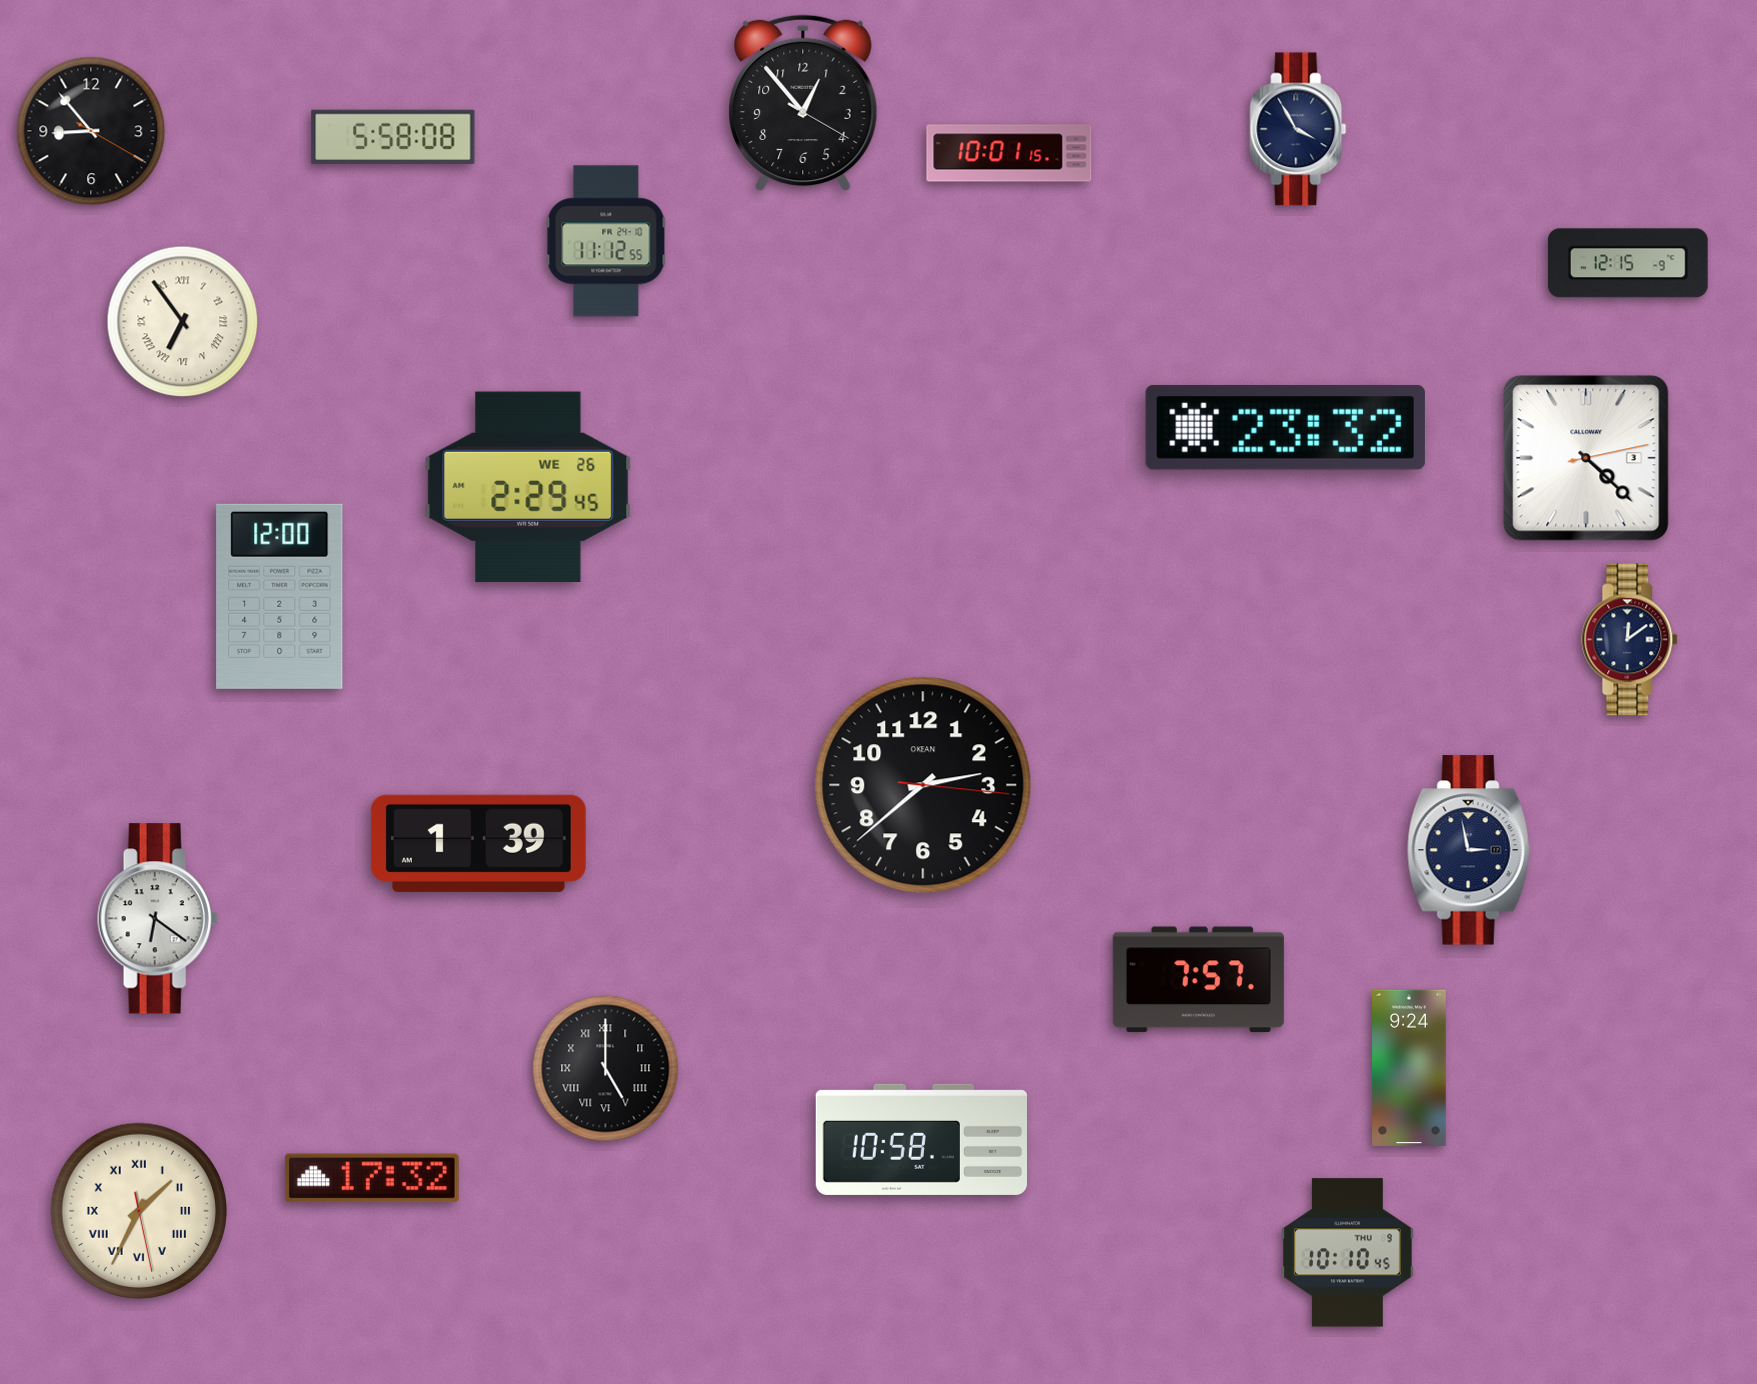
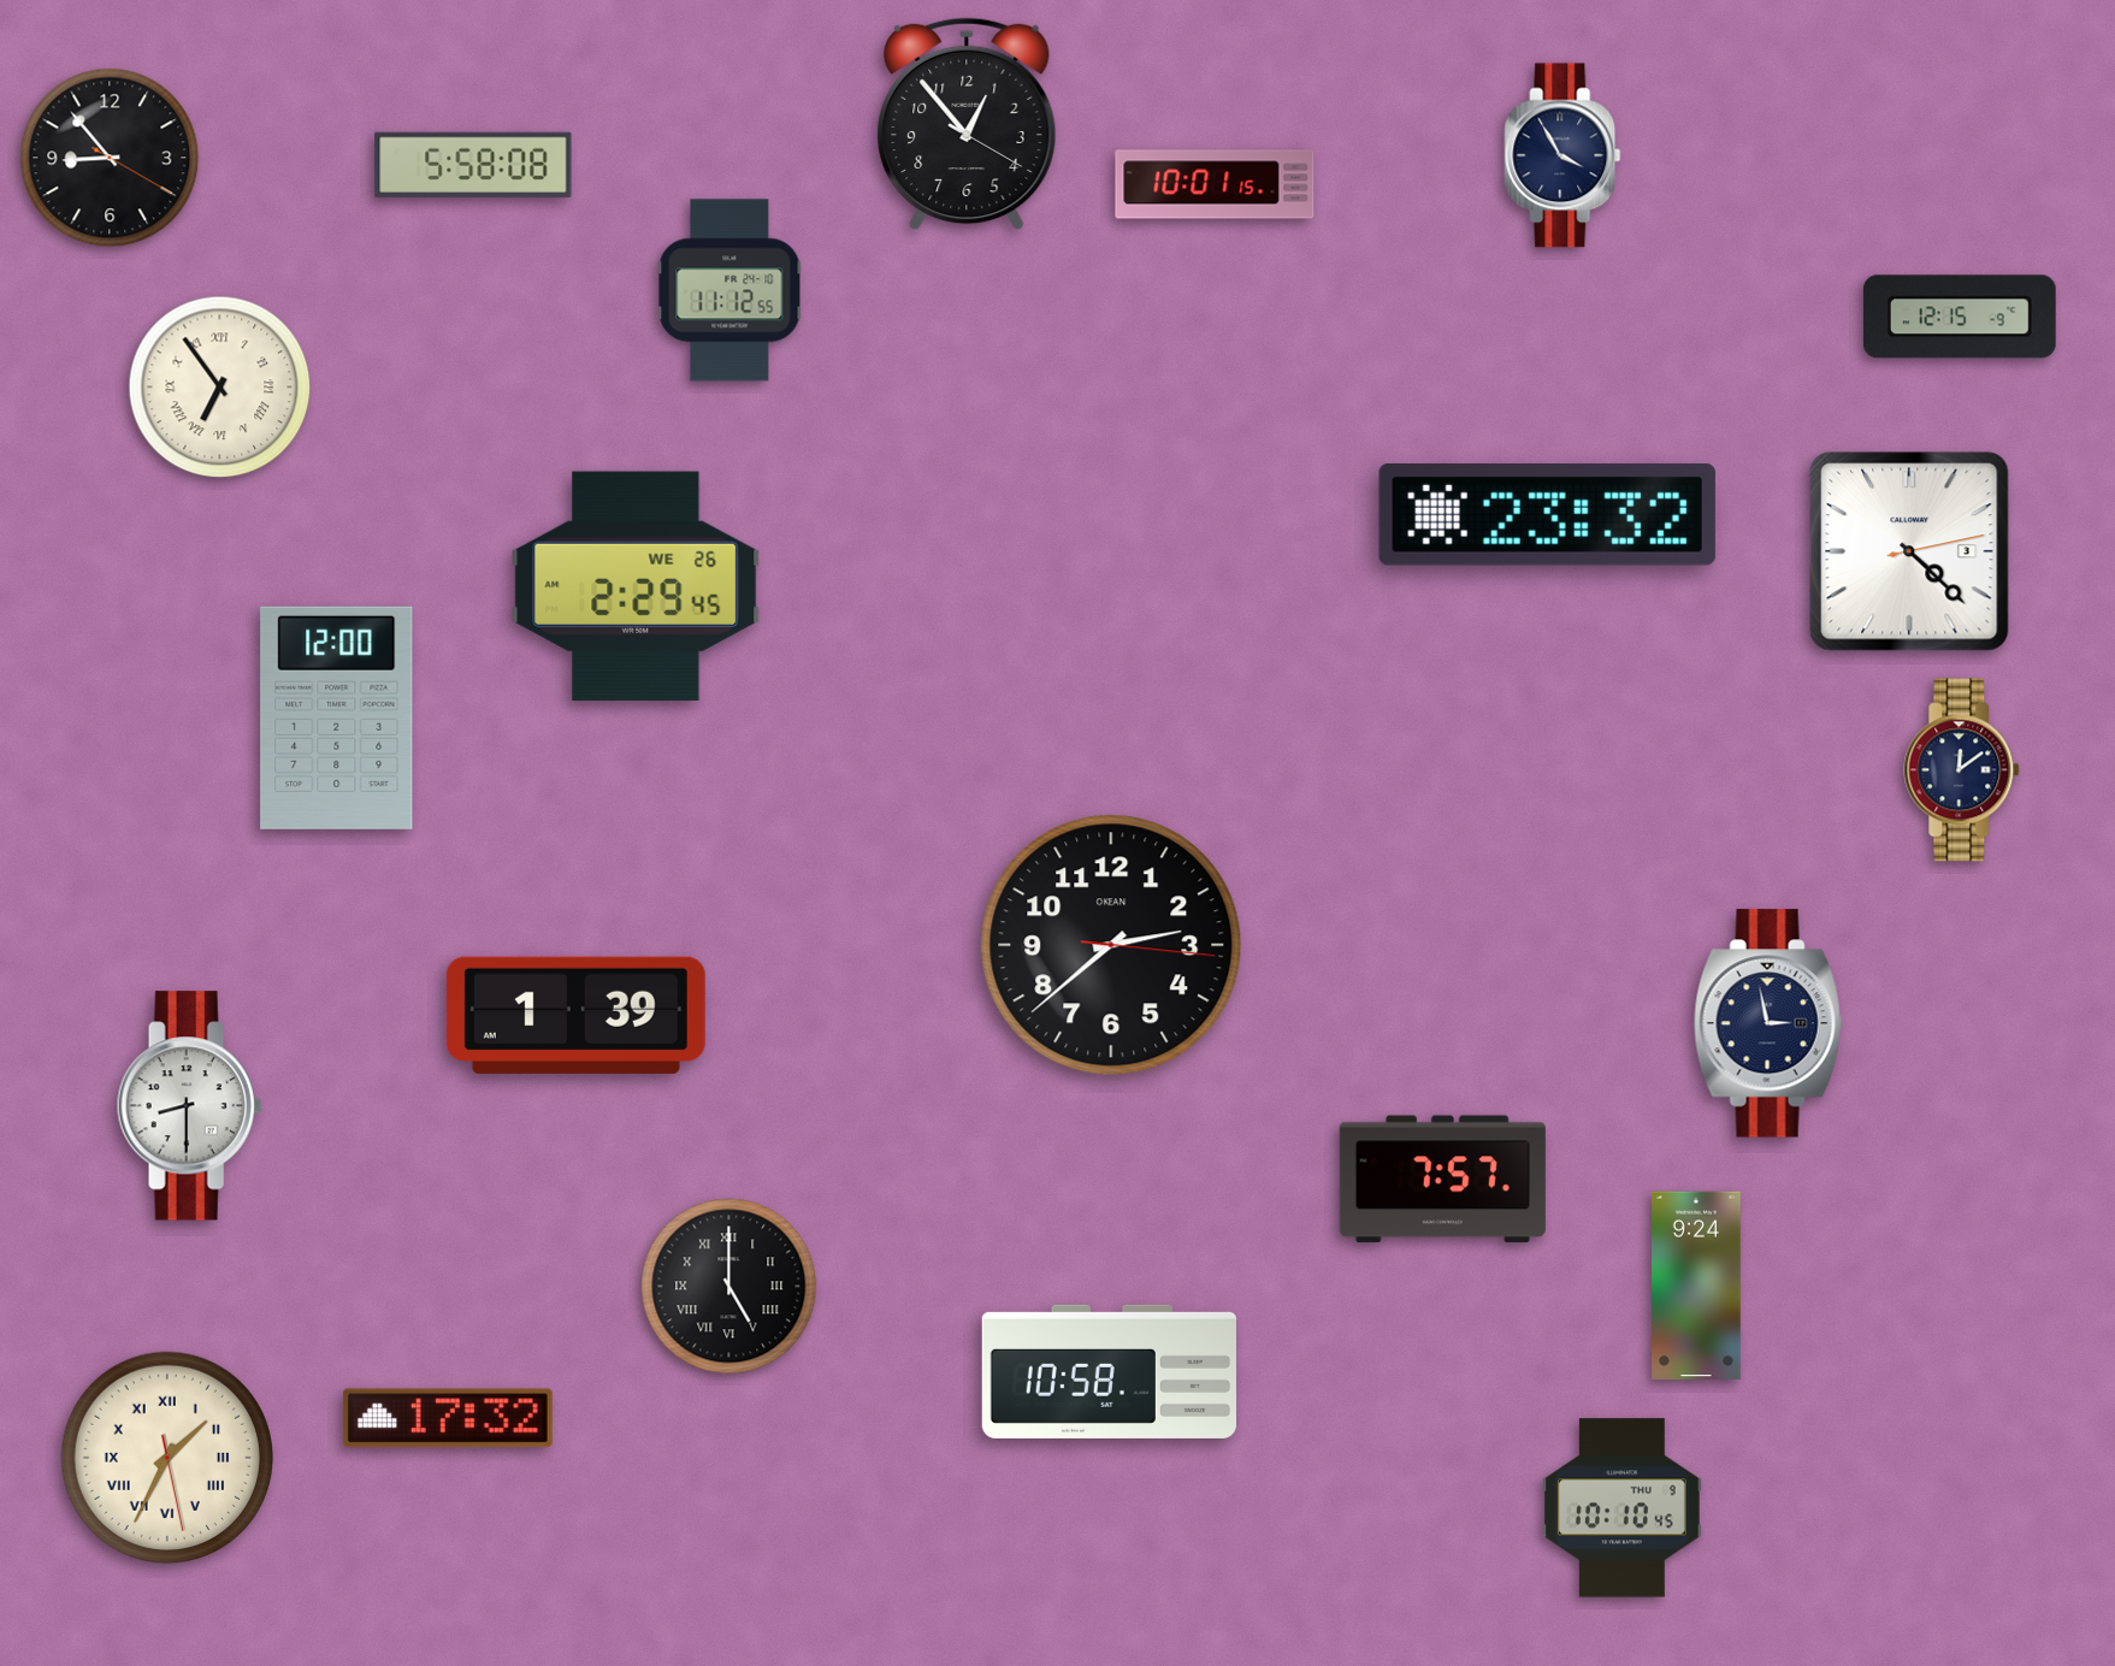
clock at (157, 919): 6:21 -> 8:30
